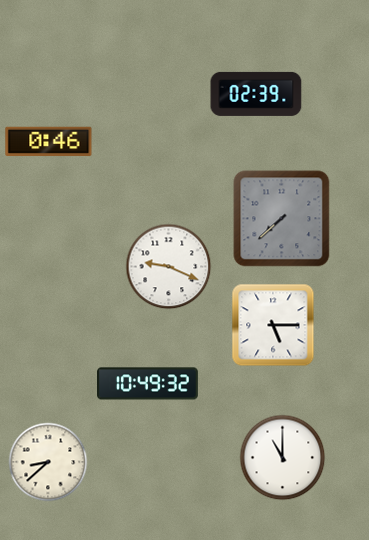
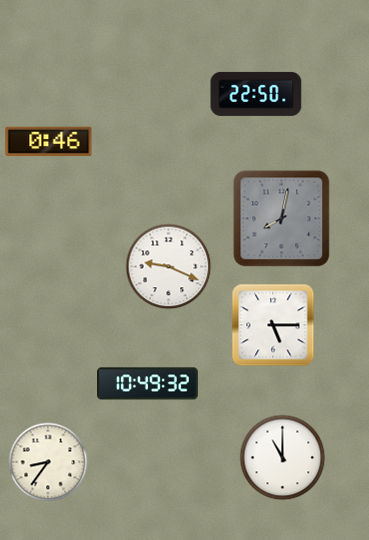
clock at (256, 94): 02:39 -> 22:50
clock at (282, 219): 7:38 -> 8:02
clock at (48, 462): 8:38 -> 8:36
